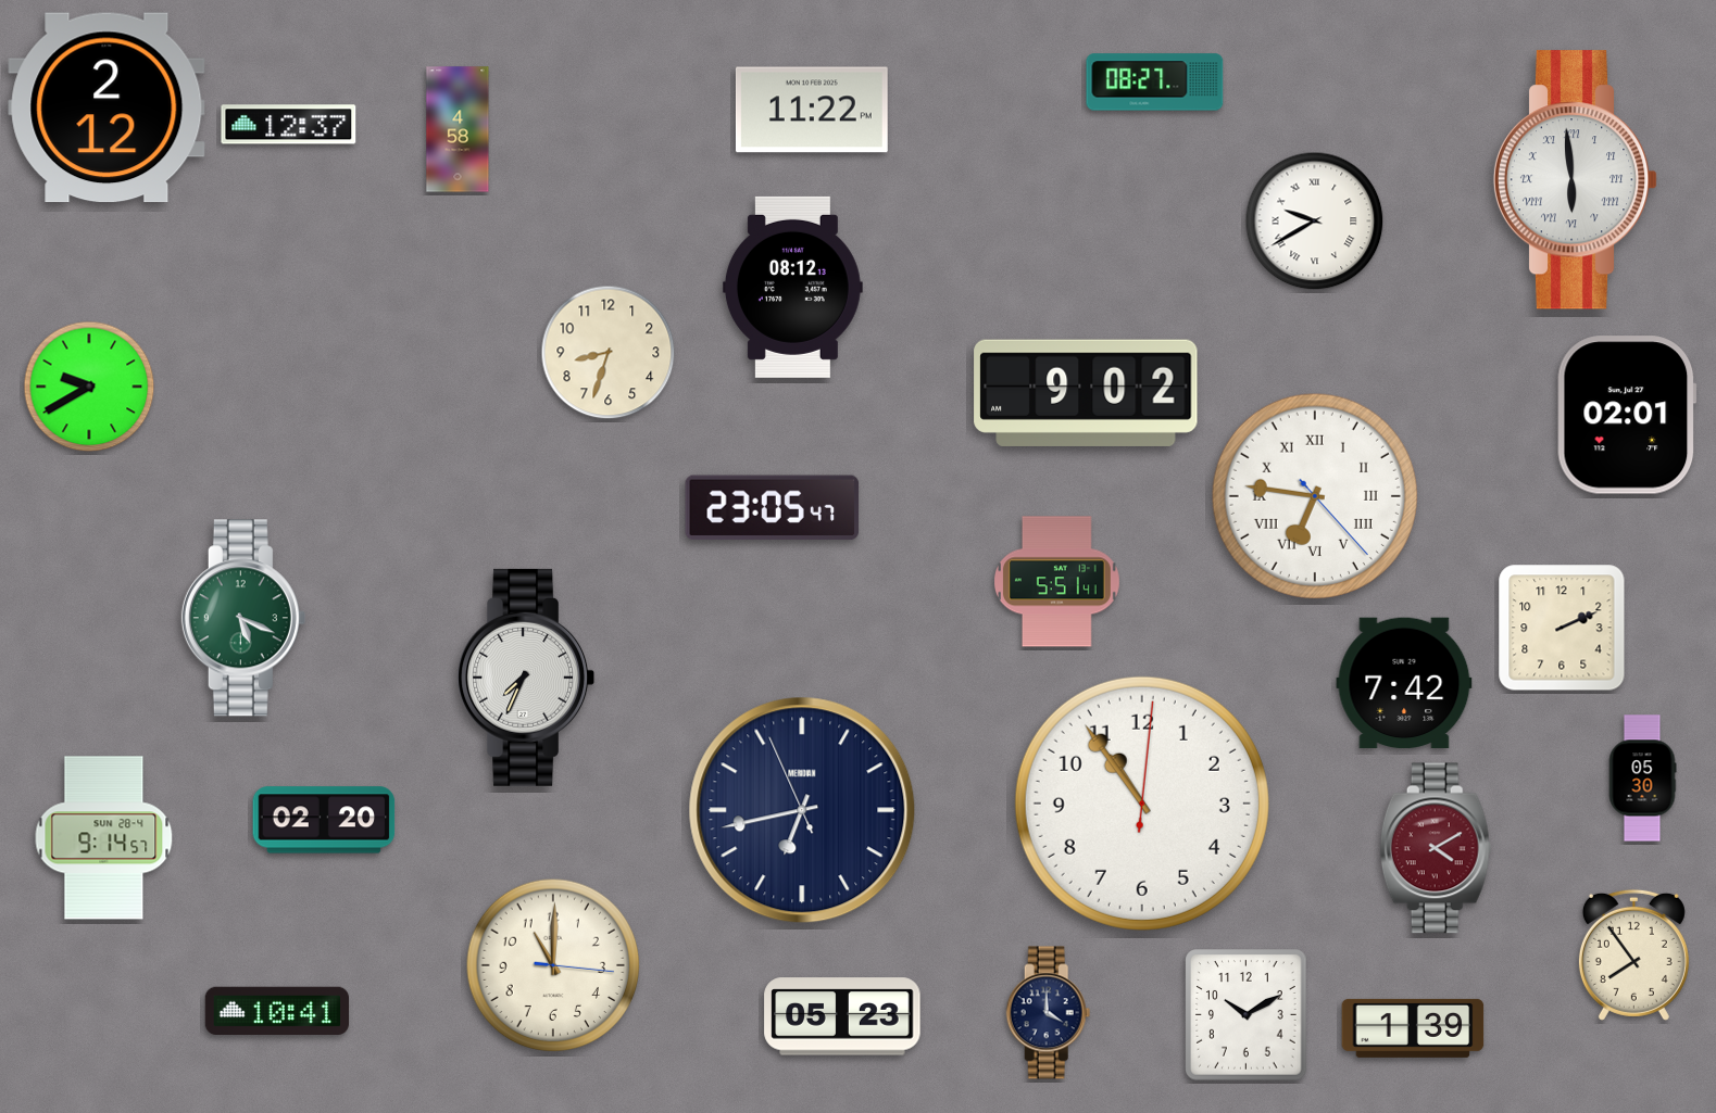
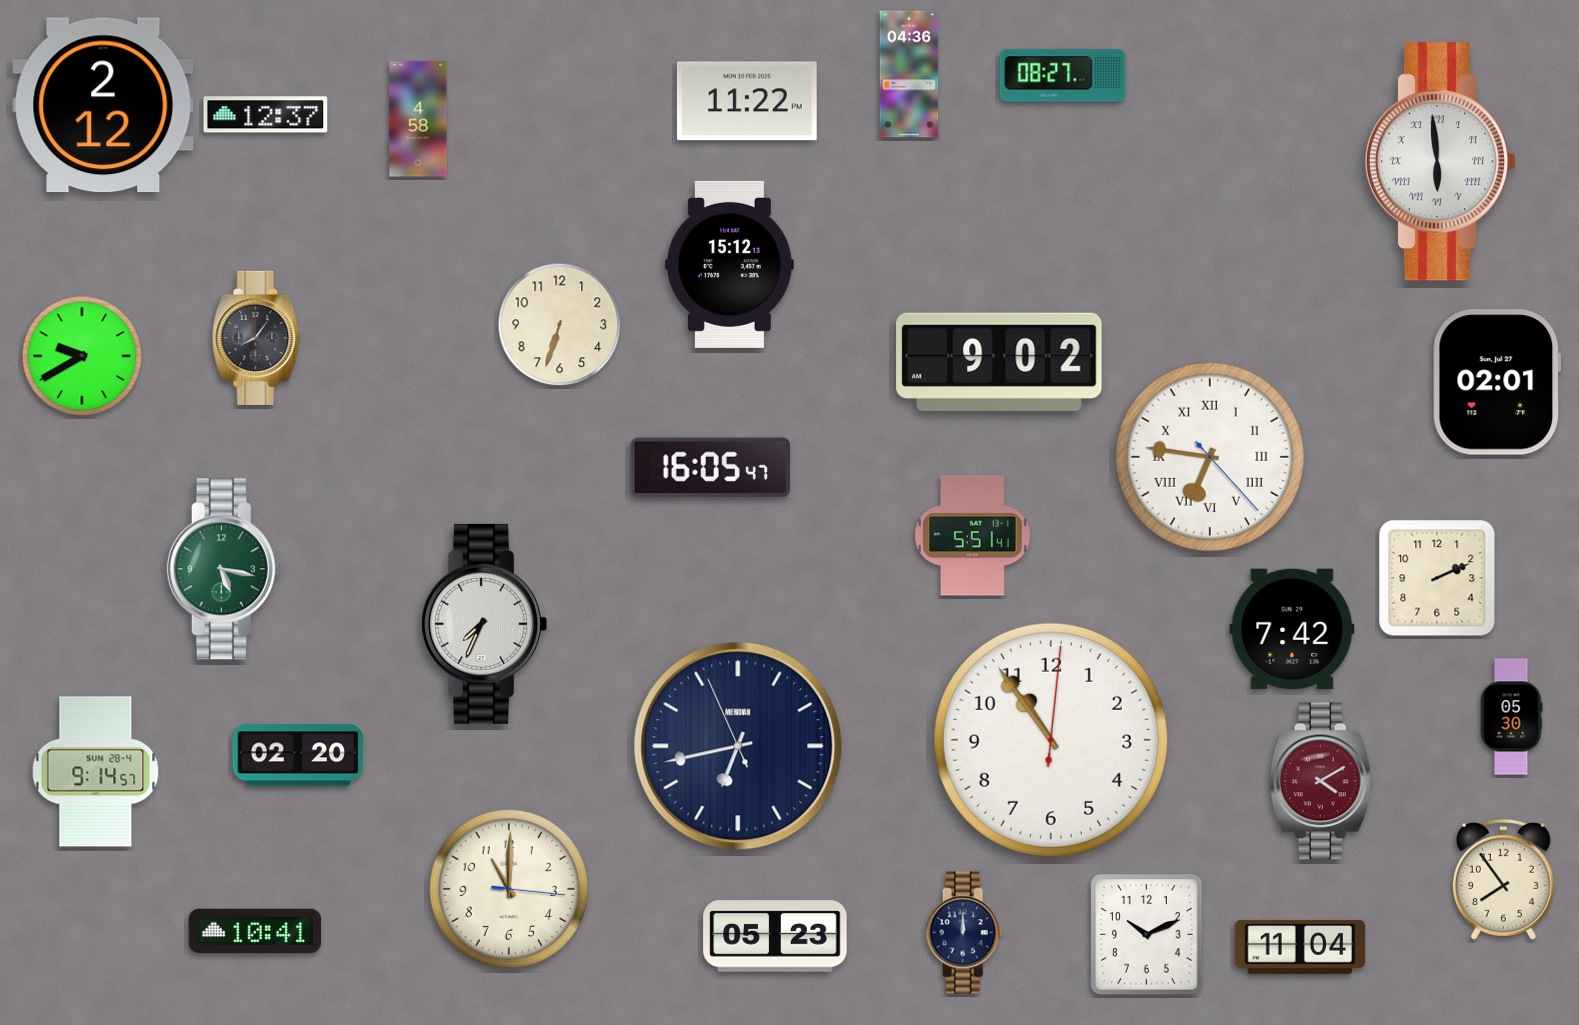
clock at (909, 74): none -> 04:36
clock at (107, 107) position: (107, 107) -> (103, 105)
clock at (458, 129) position: (458, 129) -> (418, 119)
clock at (1576, 180) position: (1576, 180) -> (1441, 162)
clock at (1315, 222): 9:40 -> none
clock at (792, 287): 08:12 -> 15:12
clock at (609, 353): 8:33 -> 6:33
clock at (256, 338): none -> 8:06
clock at (773, 508): 23:05 -> 16:05
clock at (243, 618): 5:19 -> 5:17
clock at (1049, 1013): 4:00 -> 12:00
clock at (1247, 1015): 10:10 -> 10:11
clock at (1413, 1028): 1:39 -> 11:04
